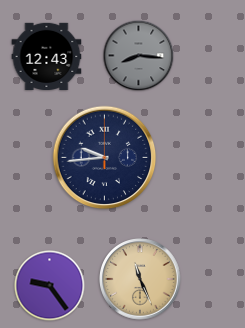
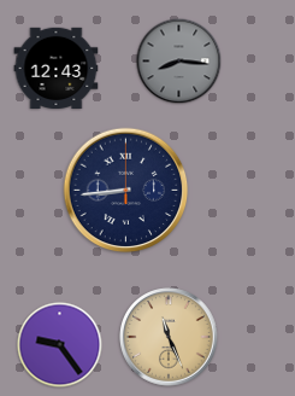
clock at (139, 56) position: (139, 56) -> (179, 62)
clock at (105, 158): 9:44 -> 8:44
